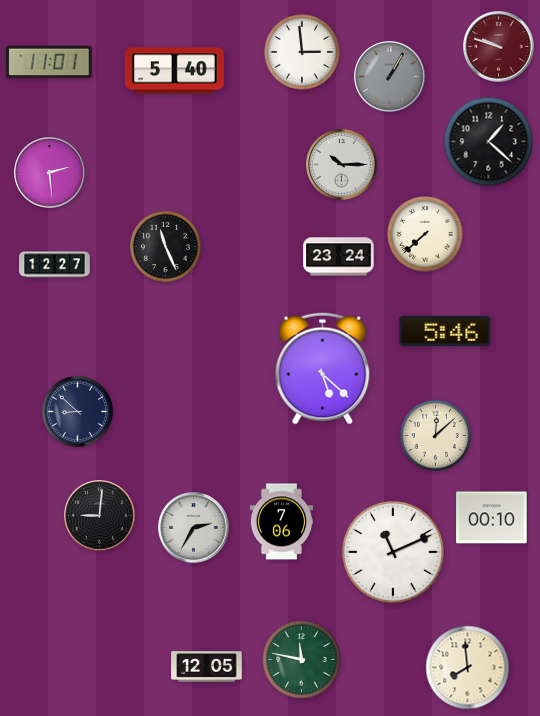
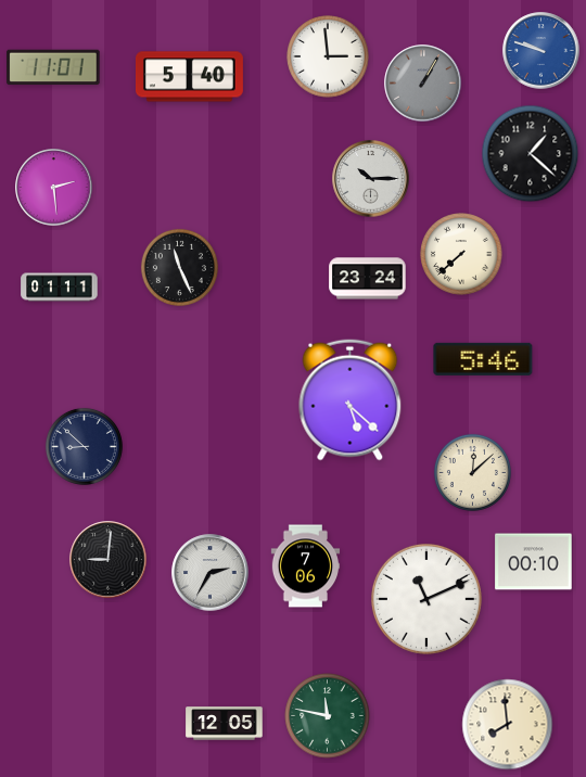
clock at (499, 47) dial: burgundy -> blue
clock at (55, 265): 12:27 -> 01:11
